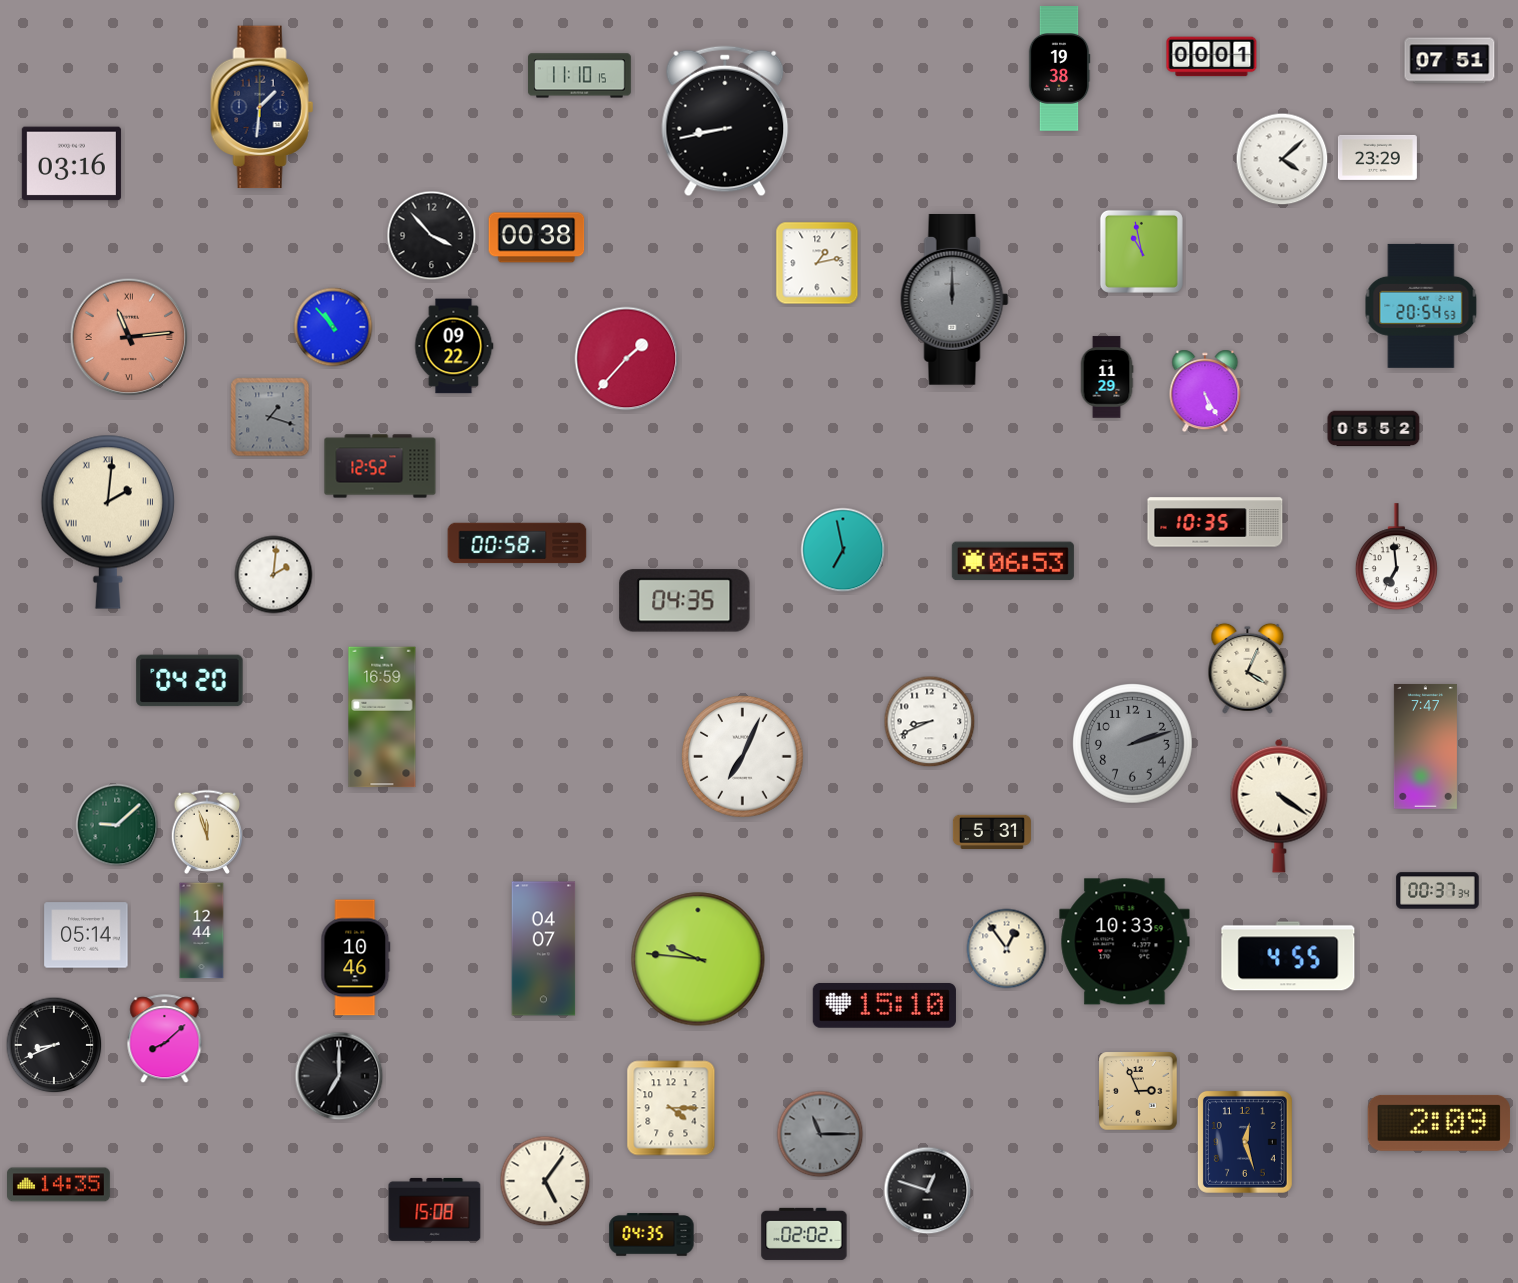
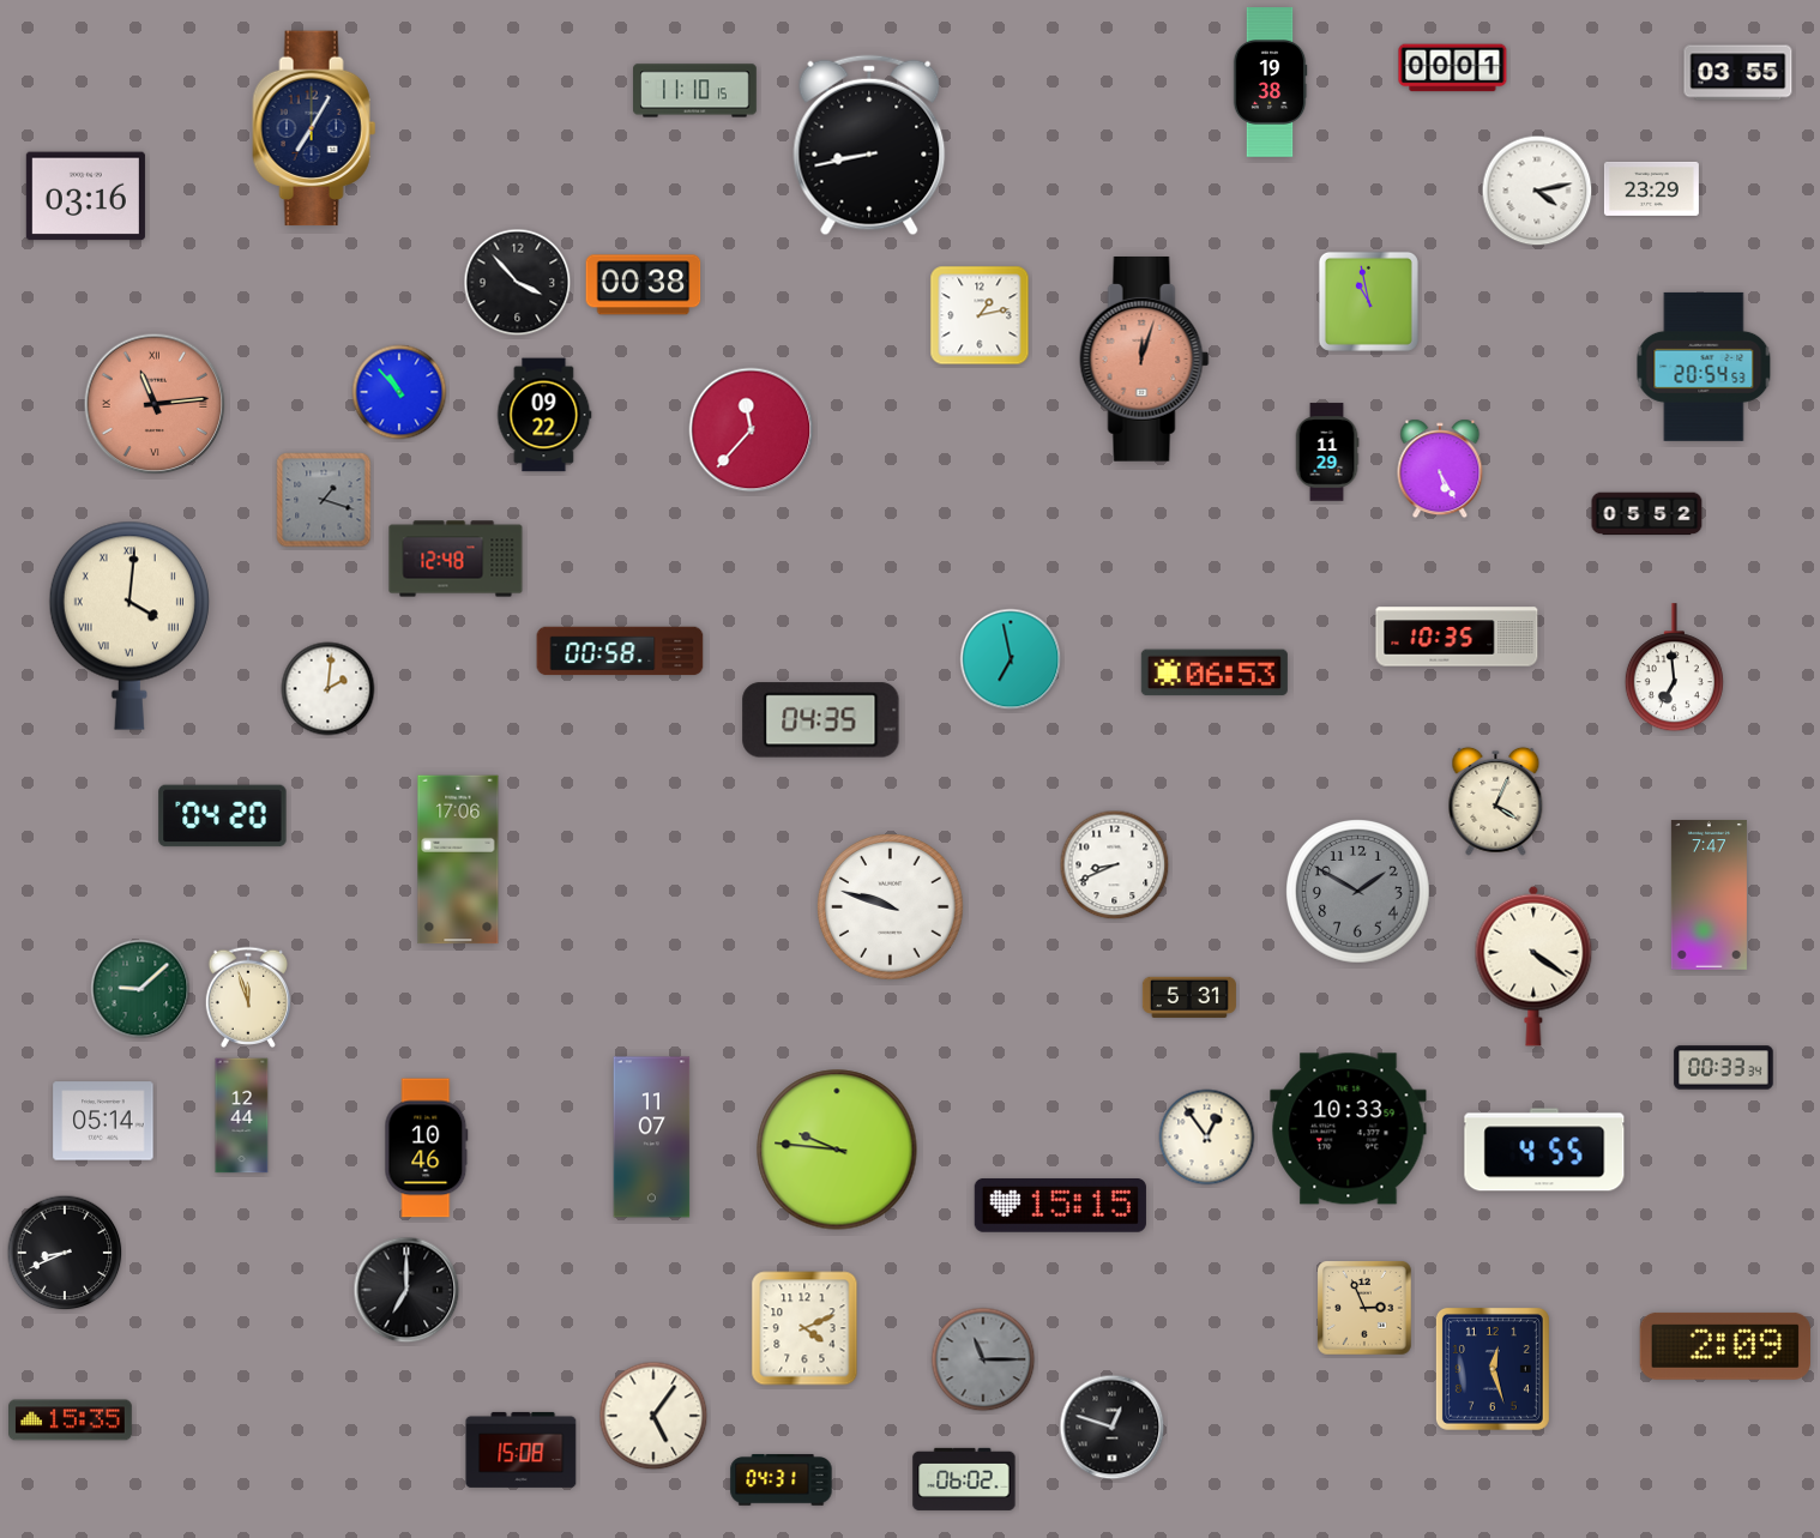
clock at (1450, 61): 07:51 -> 03:55
clock at (262, 107): 1:31 -> 7:05
clock at (1282, 159): 4:08 -> 4:13
clock at (955, 299): 12:00 -> 12:03
clock at (955, 299) dial: grey -> salmon
clock at (627, 359): 1:37 -> 11:37
clock at (1205, 391) position: (1205, 391) -> (1440, 469)
clock at (380, 466): 12:52 -> 12:48
clock at (108, 522): 2:01 -> 4:01
clock at (1215, 522) position: (1215, 522) -> (1457, 637)
clock at (190, 681) position: (190, 681) -> (223, 816)
clock at (382, 717): 16:59 -> 17:06
clock at (1133, 744): 2:12 -> 1:50
clock at (743, 757): 7:04 -> 9:48
clock at (1438, 891): 00:37 -> 00:33
clock at (544, 949): 04:07 -> 11:07
clock at (1288, 956) position: (1288, 956) -> (1544, 1150)
clock at (884, 1005): 15:10 -> 15:15
clock at (165, 1039): 8:08 -> none
clock at (671, 1108): 4:15 -> 4:11
clock at (59, 1185): 14:35 -> 15:35
clock at (804, 1234): 02:02 -> 06:02
clock at (652, 1235): 04:35 -> 04:31
